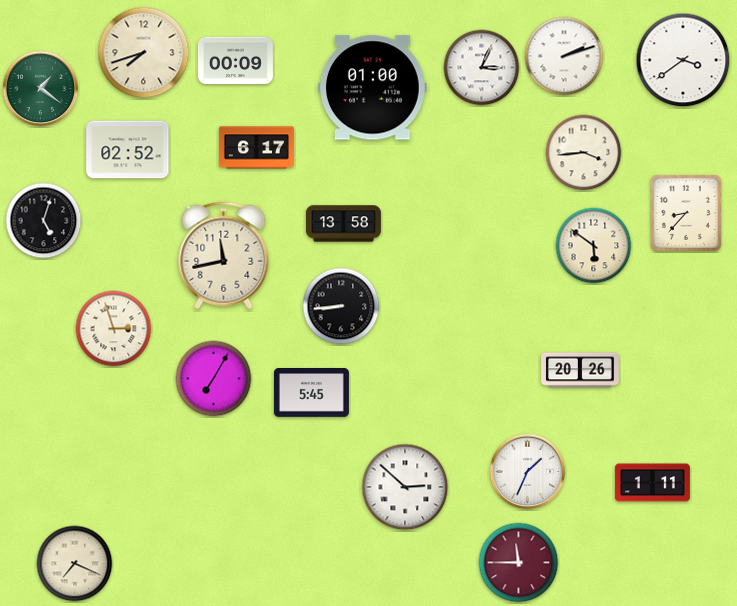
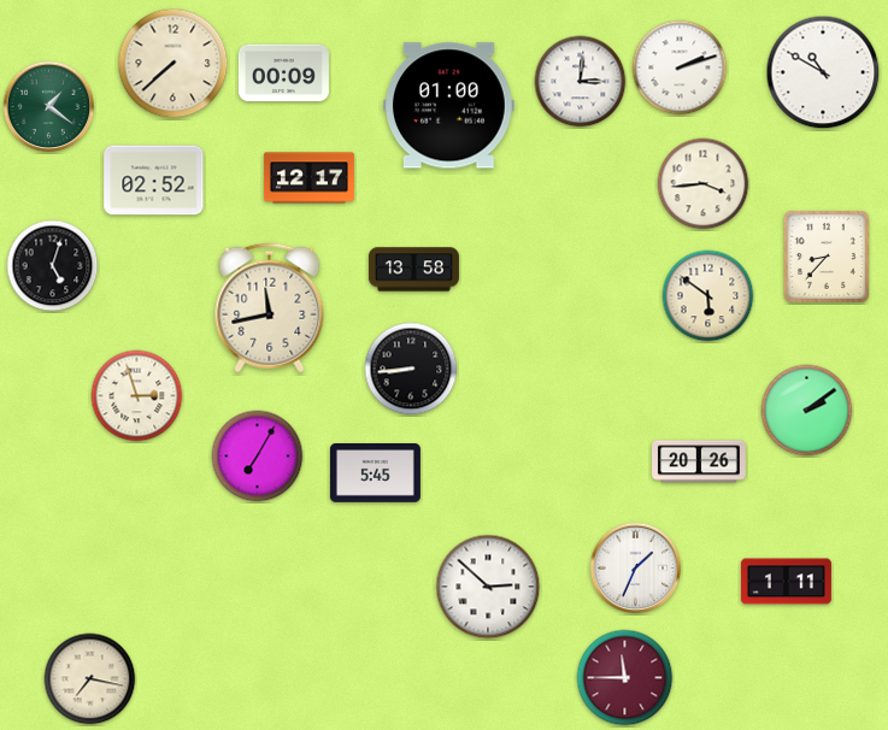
clock at (144, 53): 7:42 -> 7:38
clock at (683, 60): 3:39 -> 10:50
clock at (482, 68): 3:04 -> 3:01
clock at (256, 148): 6:17 -> 12:17
clock at (594, 246) position: (594, 246) -> (708, 296)
clock at (807, 411): none -> 2:09
clock at (580, 370) position: (580, 370) -> (699, 461)
clock at (75, 564): 7:19 -> 7:17
